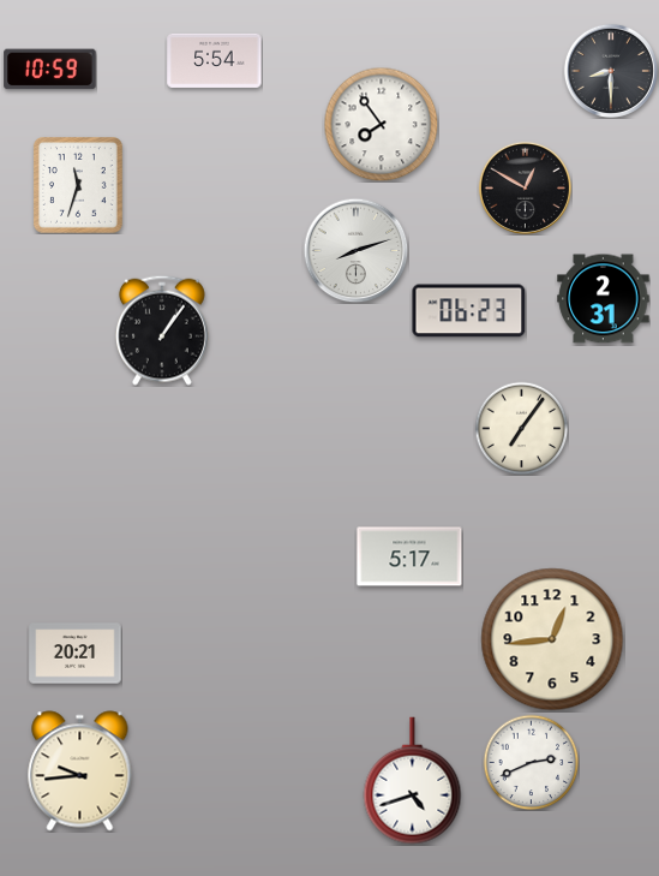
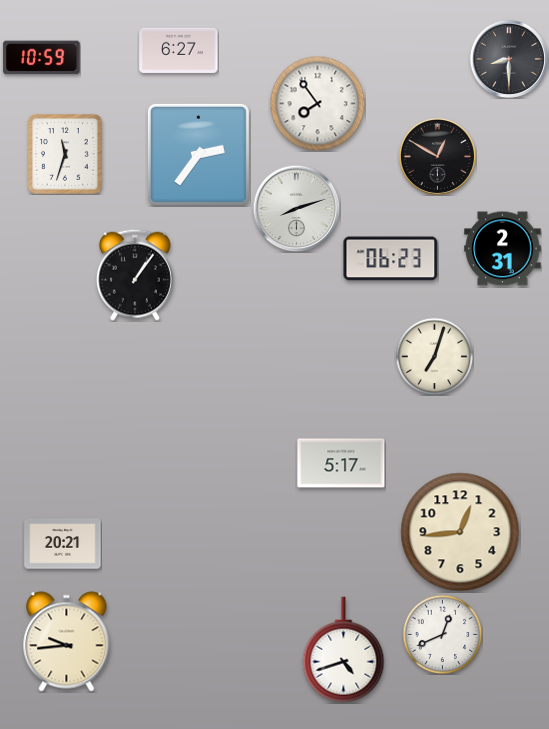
clock at (215, 60): 5:54 -> 6:27
clock at (198, 154): none -> 2:36
clock at (521, 428): 7:06 -> 7:03
clock at (531, 762): 2:41 -> 12:41
